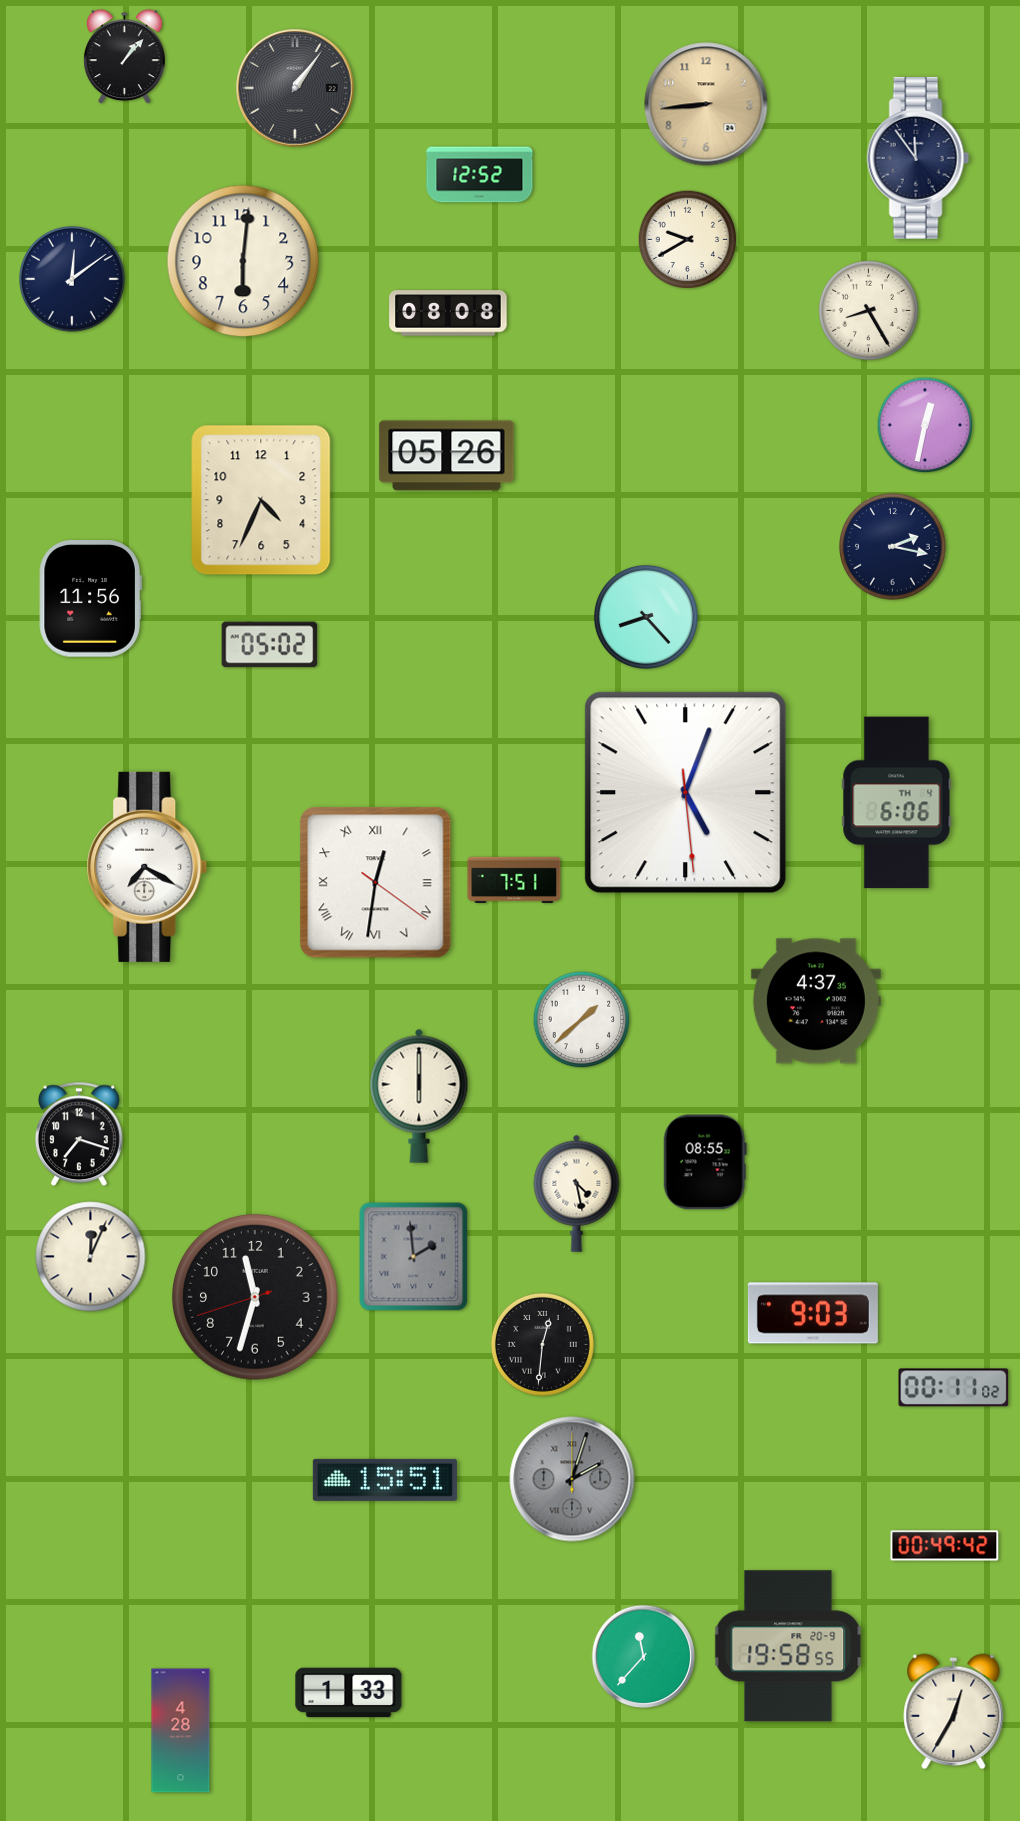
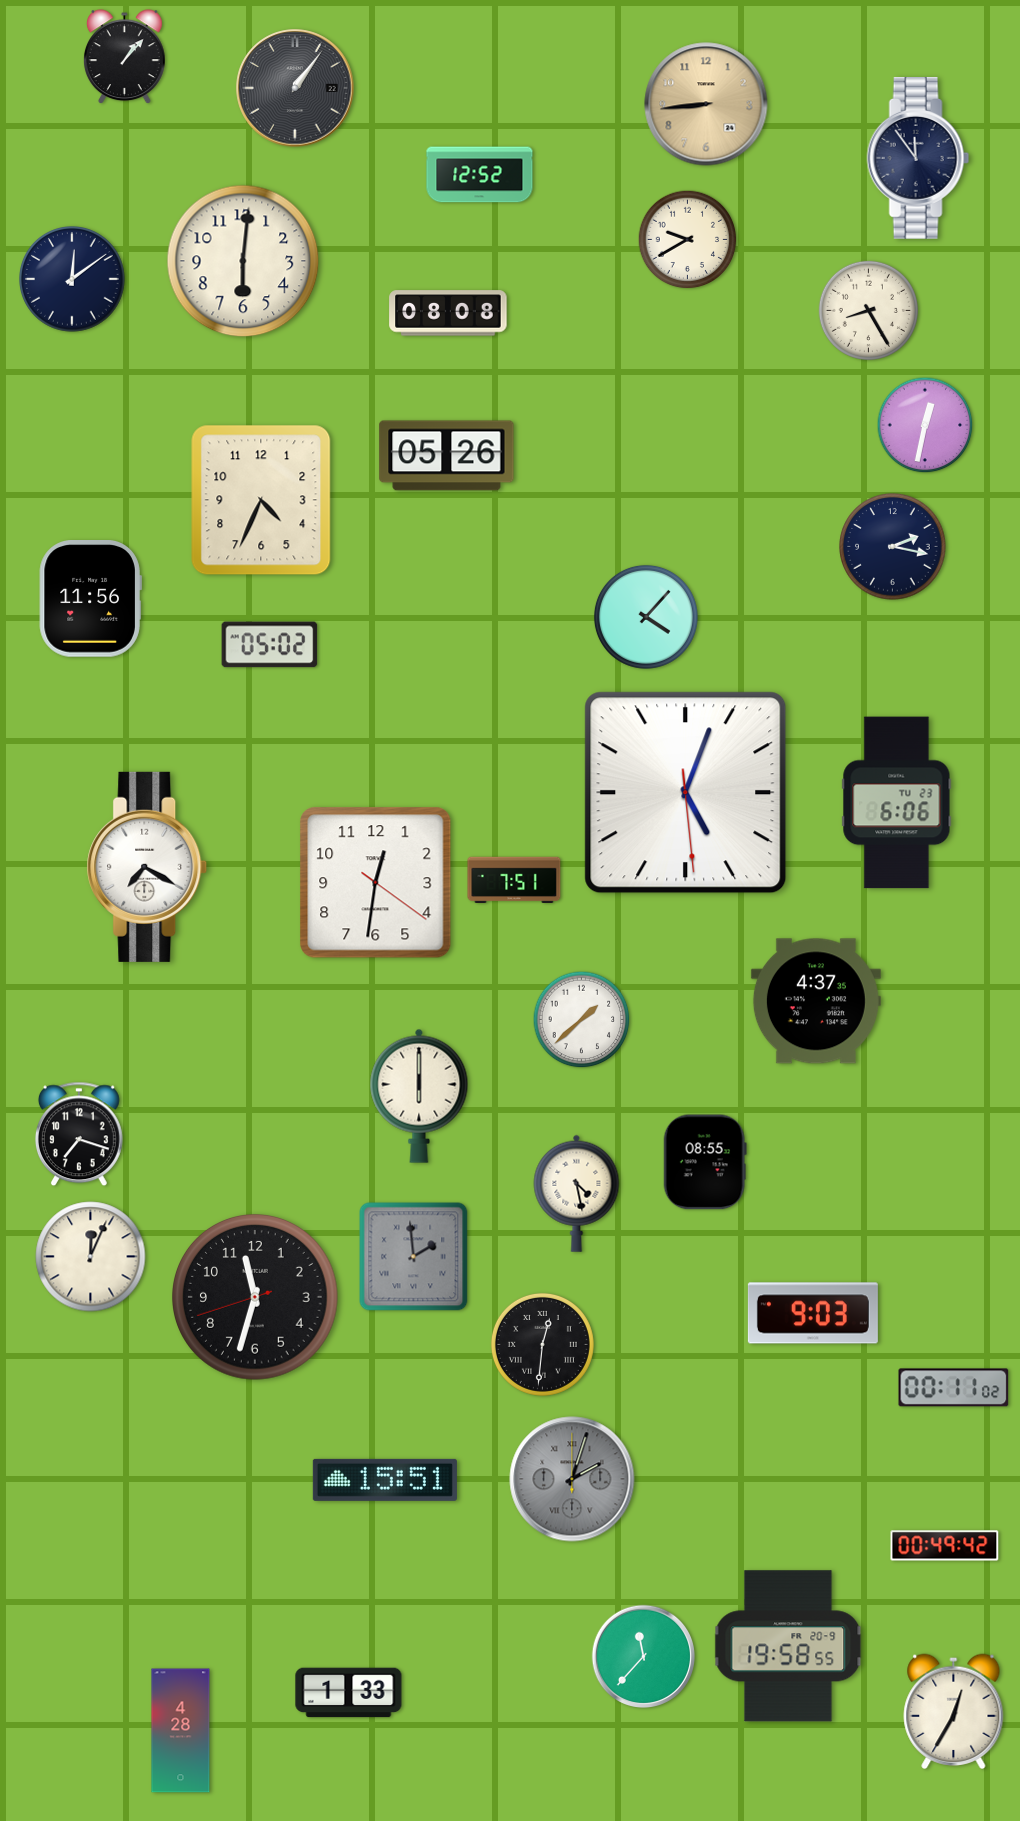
clock at (646, 617): 8:23 -> 4:07
clock at (897, 803) date: TH 4 -> TU 23
clock at (376, 883) numerals: Roman -> Arabic
